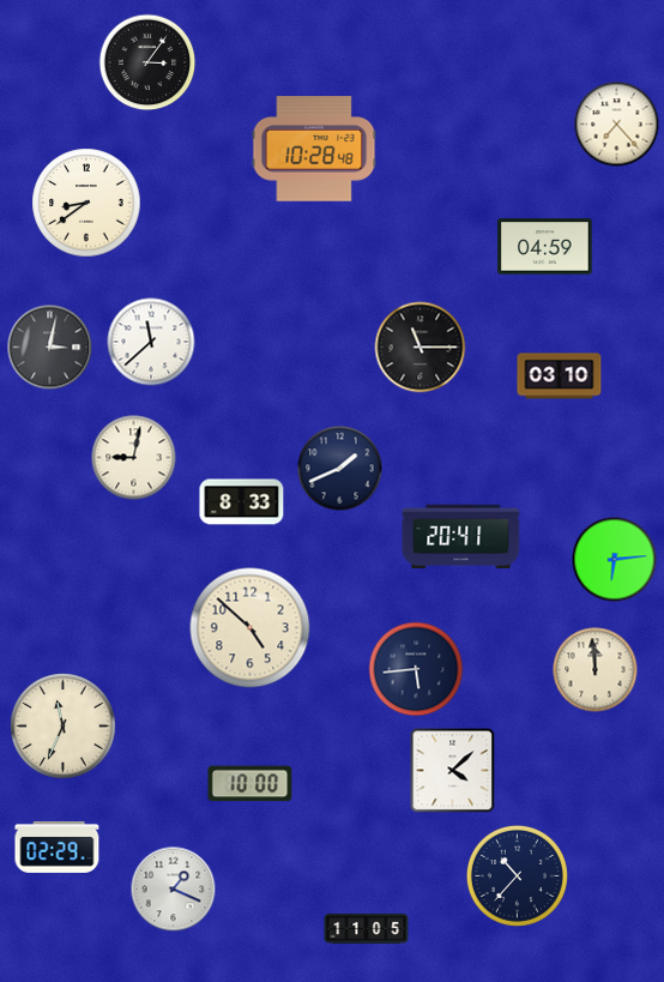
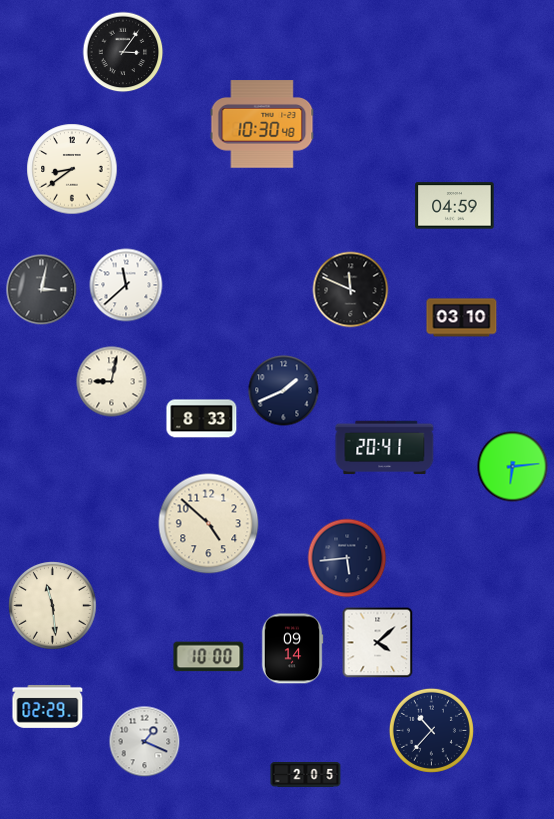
clock at (617, 125): 7:23 -> none
clock at (314, 149): 10:28 -> 10:30
clock at (421, 348): 11:15 -> 11:49
clock at (560, 376) position: (560, 376) -> (462, 318)
clock at (596, 670): 11:59 -> none
clock at (64, 727): 11:34 -> 11:29
clock at (292, 649): none -> 09:14
clock at (250, 784) position: (250, 784) -> (209, 657)
clock at (367, 929): 11:05 -> 2:05
